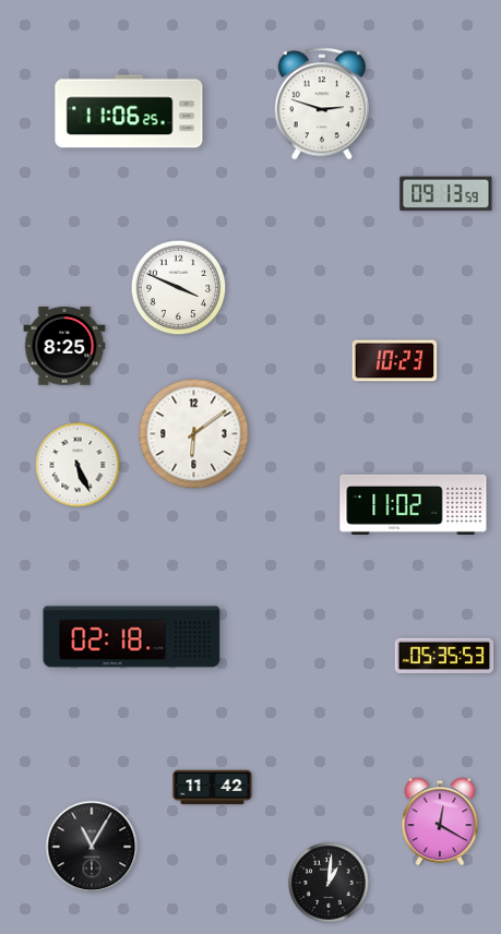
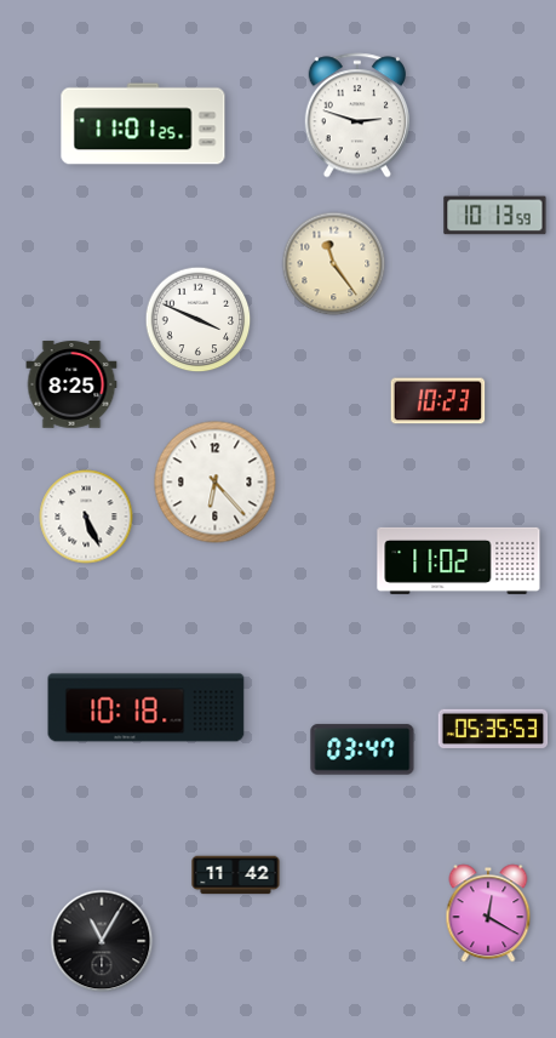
clock at (129, 111): 11:06 -> 11:01
clock at (446, 194): 09:13 -> 10:13
clock at (334, 264): none -> 11:24
clock at (194, 434): 6:09 -> 6:23
clock at (132, 637): 02:18 -> 10:18
clock at (362, 749): none -> 03:47
clock at (329, 883): 1:01 -> none
